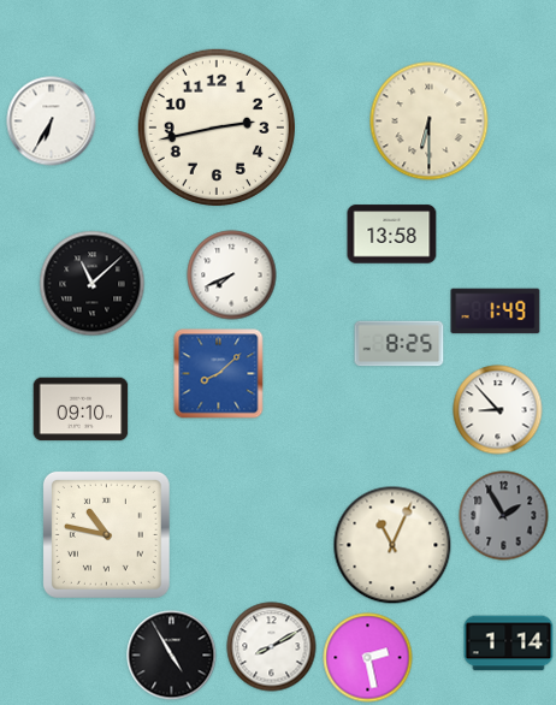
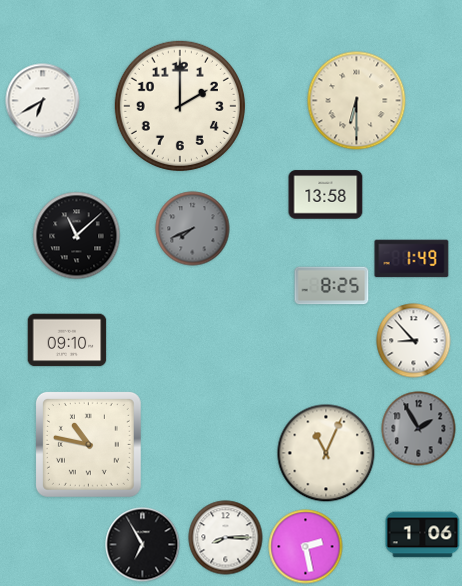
clock at (52, 122): 6:35 -> 6:40
clock at (217, 128): 2:43 -> 2:00
clock at (232, 276) dial: white -> grey
clock at (219, 374): 8:08 -> none
clock at (509, 644): 1:14 -> 1:06
clock at (272, 647): 8:10 -> 8:15
clock at (172, 656): 4:55 -> 6:55
